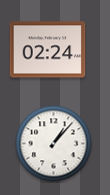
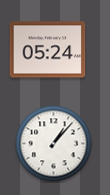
clock at (48, 50): 02:24 -> 05:24
